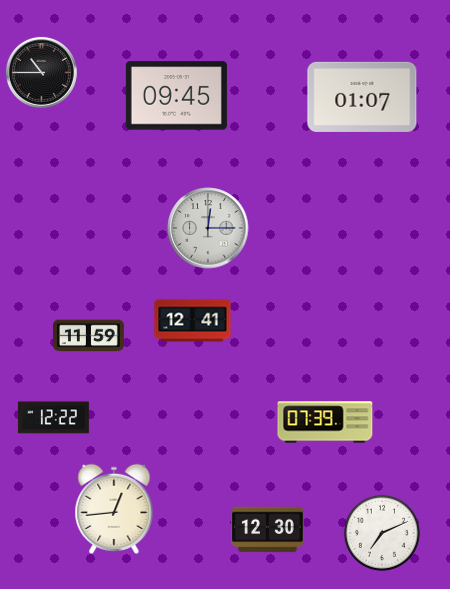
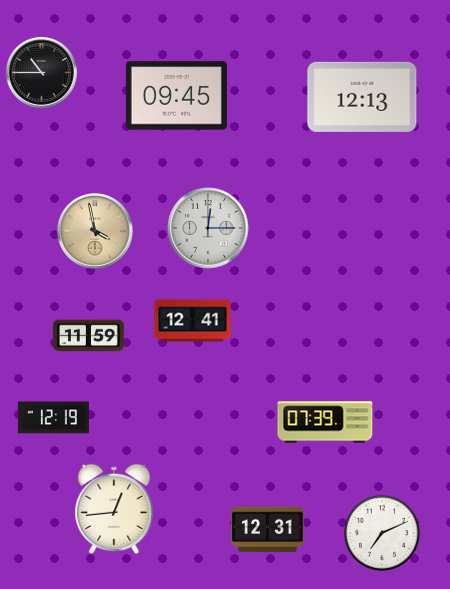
clock at (362, 97): 01:07 -> 12:13
clock at (95, 231): none -> 3:58
clock at (53, 418): 12:22 -> 12:19
clock at (268, 530): 12:30 -> 12:31
